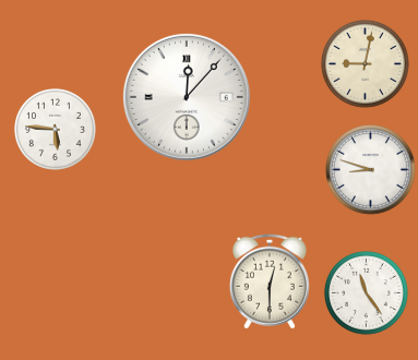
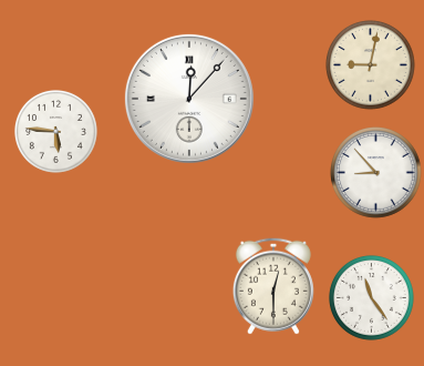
clock at (371, 170): 8:48 -> 8:53
